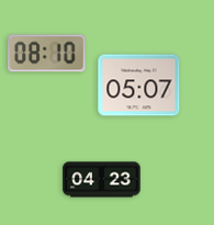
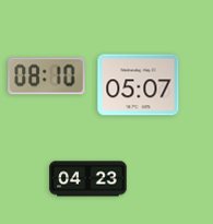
clock at (47, 54) position: (47, 54) -> (47, 76)
clock at (102, 180) position: (102, 180) -> (88, 179)
